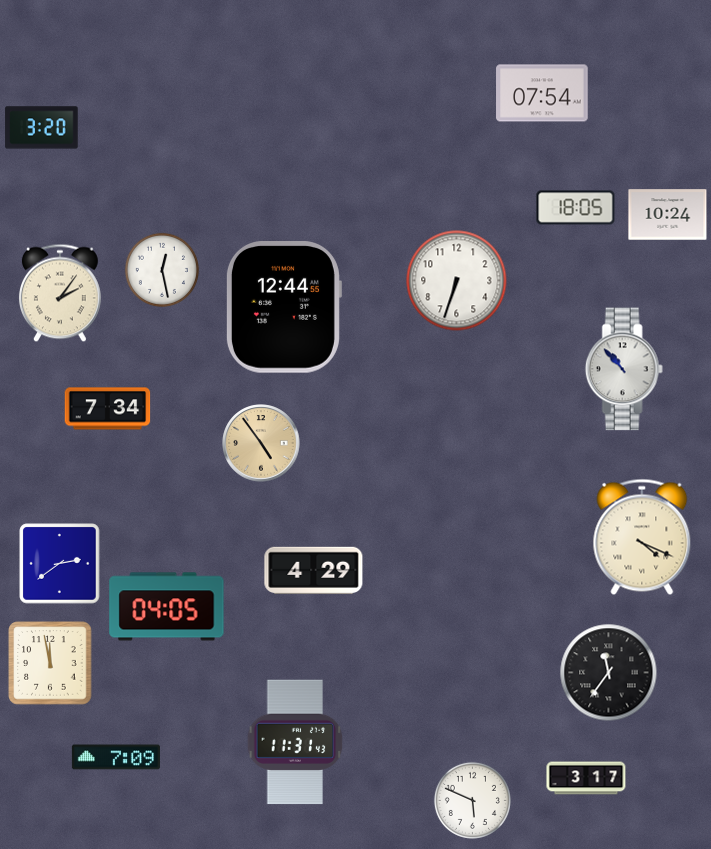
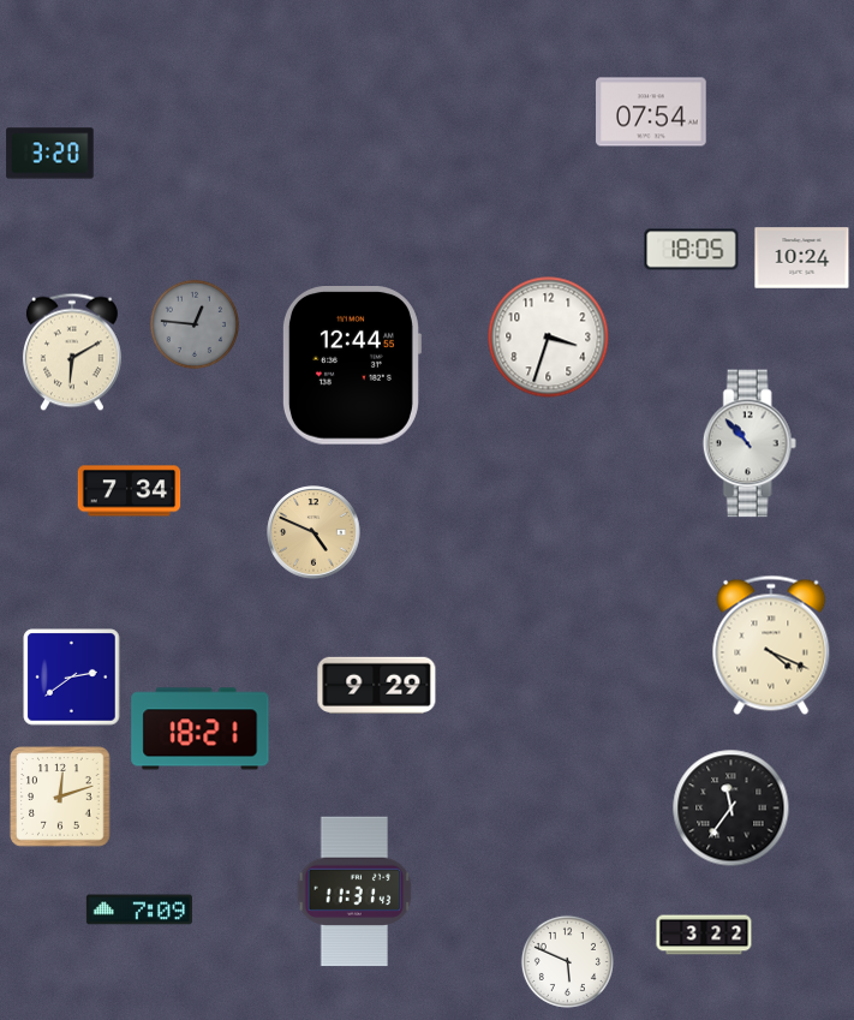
clock at (162, 270): 12:28 -> 12:46
clock at (162, 270) dial: white -> grey
clock at (457, 281): 6:33 -> 3:33
clock at (60, 293): 2:06 -> 6:10
clock at (283, 308) position: (283, 308) -> (351, 366)
clock at (261, 443): 4:54 -> 4:49
clock at (314, 570): 4:29 -> 9:29
clock at (167, 607): 04:05 -> 18:21
clock at (50, 663): 11:58 -> 12:12
clock at (586, 778): 3:17 -> 3:22
